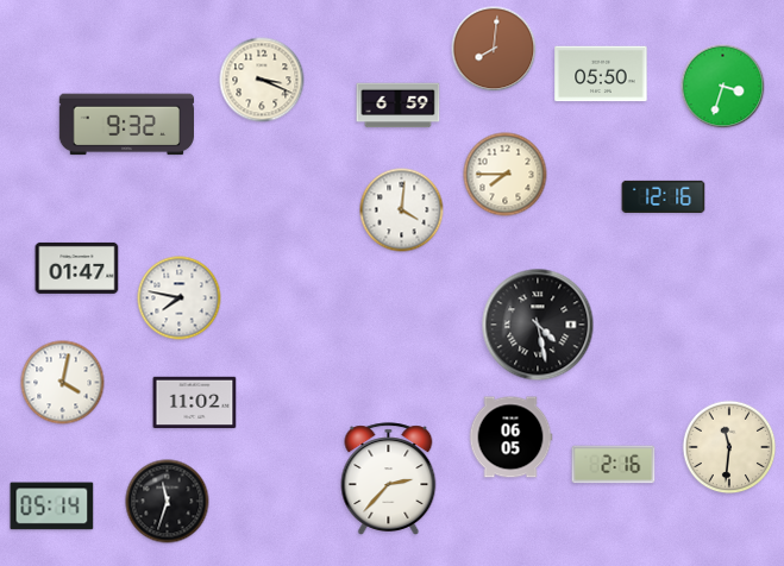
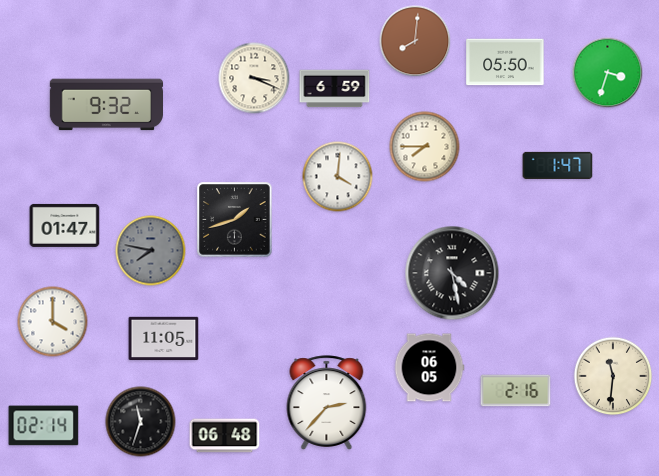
clock at (262, 80) position: (262, 80) -> (254, 78)
clock at (664, 196): 12:16 -> 1:47
clock at (235, 220): none -> 1:42
clock at (180, 298) dial: white -> grey
clock at (63, 383): 4:02 -> 4:00
clock at (195, 403): 11:02 -> 11:05
clock at (52, 507): 05:14 -> 02:14
clock at (225, 436): none -> 06:48
